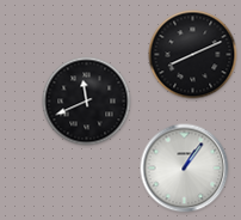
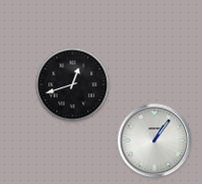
clock at (193, 55): 8:11 -> none
clock at (87, 102): 11:41 -> 12:42
